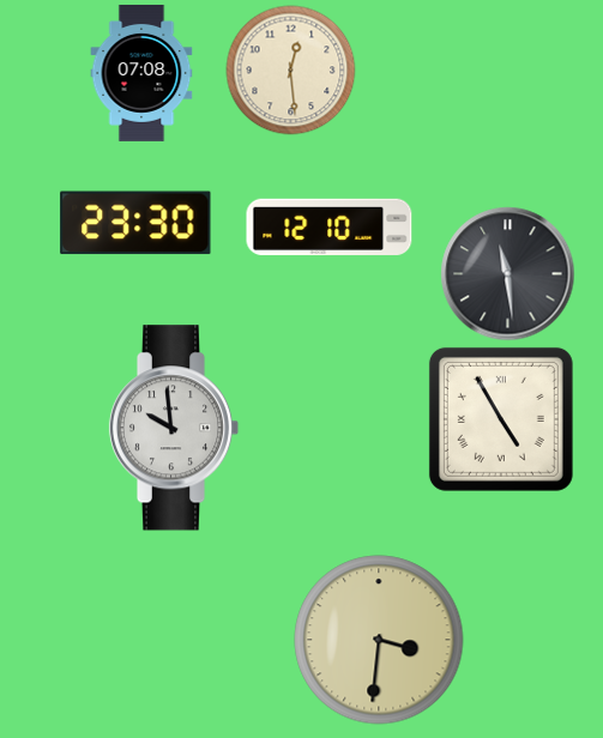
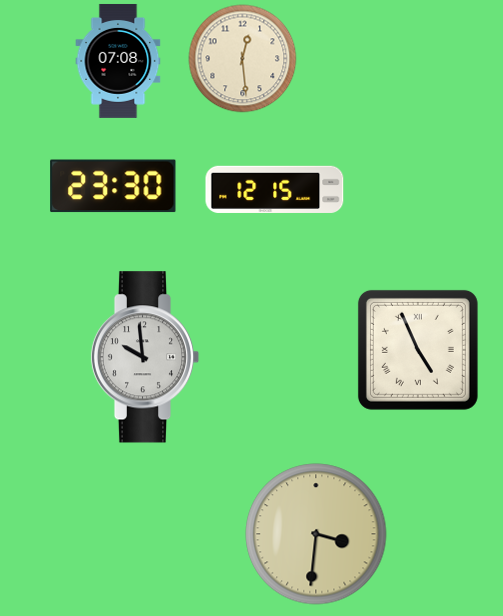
clock at (330, 226): 12:10 -> 12:15
clock at (508, 274): 11:29 -> none
clock at (501, 419): 4:55 -> 4:56
